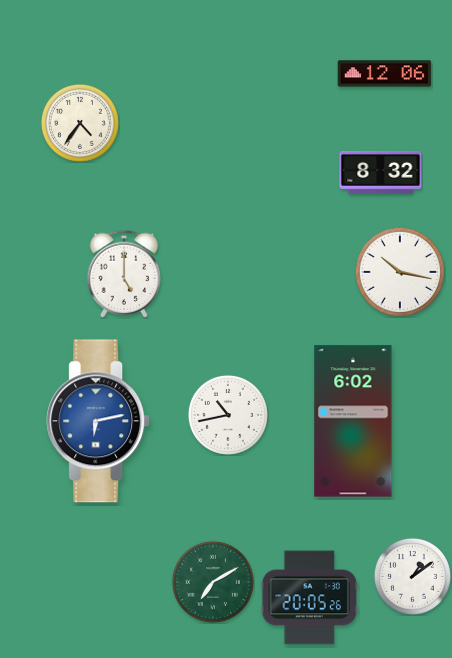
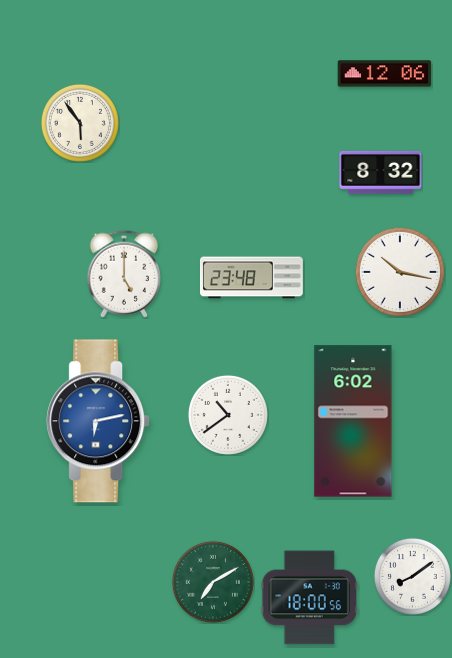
clock at (80, 123): 4:36 -> 5:54
clock at (251, 278): none -> 23:48
clock at (228, 415): 10:43 -> 10:39
clock at (412, 576): 1:09 -> 8:09
clock at (309, 598): 20:05 -> 18:00
